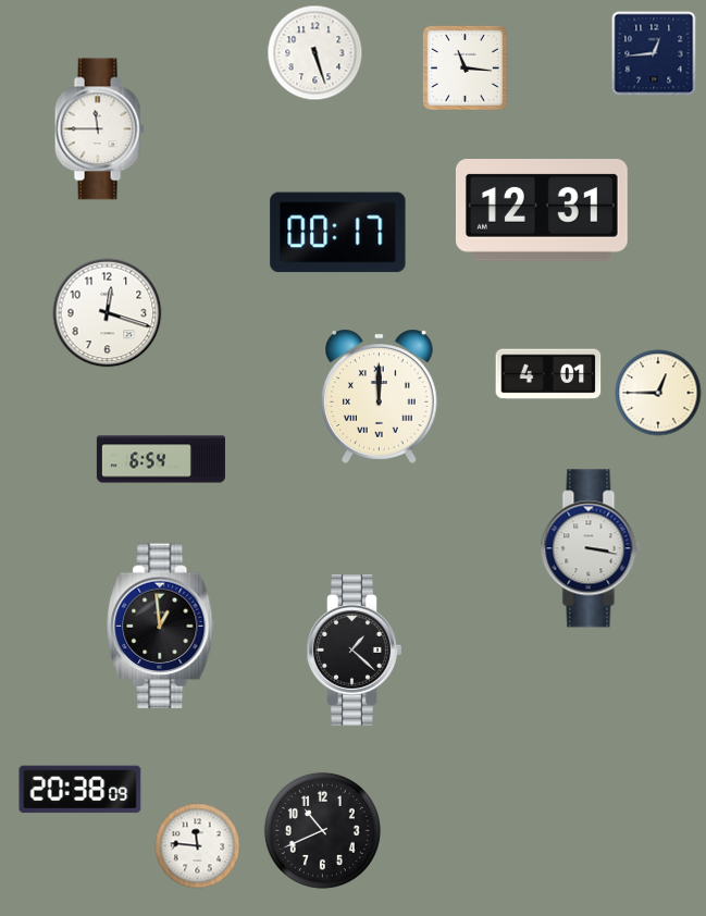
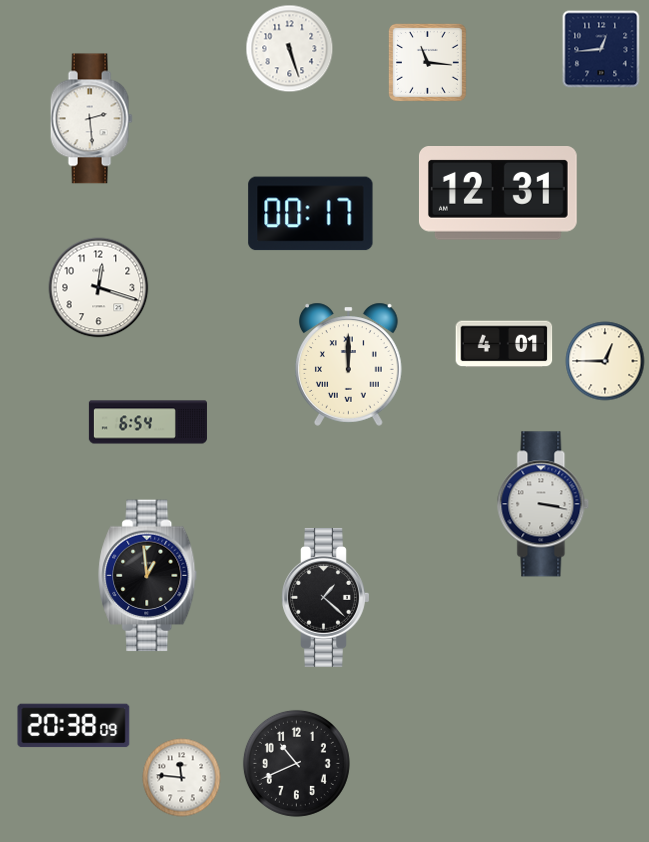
clock at (99, 129): 11:45 -> 2:29
